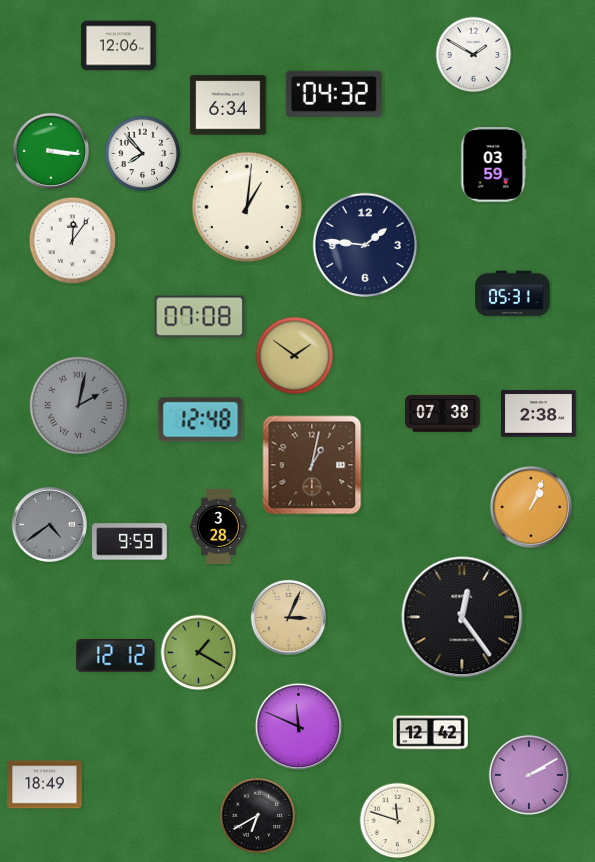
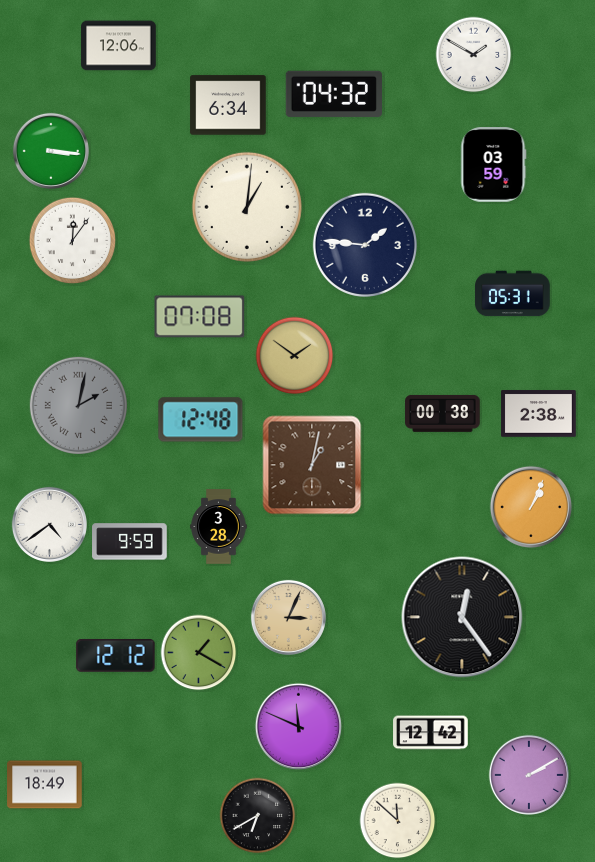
clock at (143, 154): 7:53 -> none
clock at (443, 413): 07:38 -> 00:38
clock at (49, 524) dial: grey -> white
clock at (398, 821): 11:48 -> 11:52
